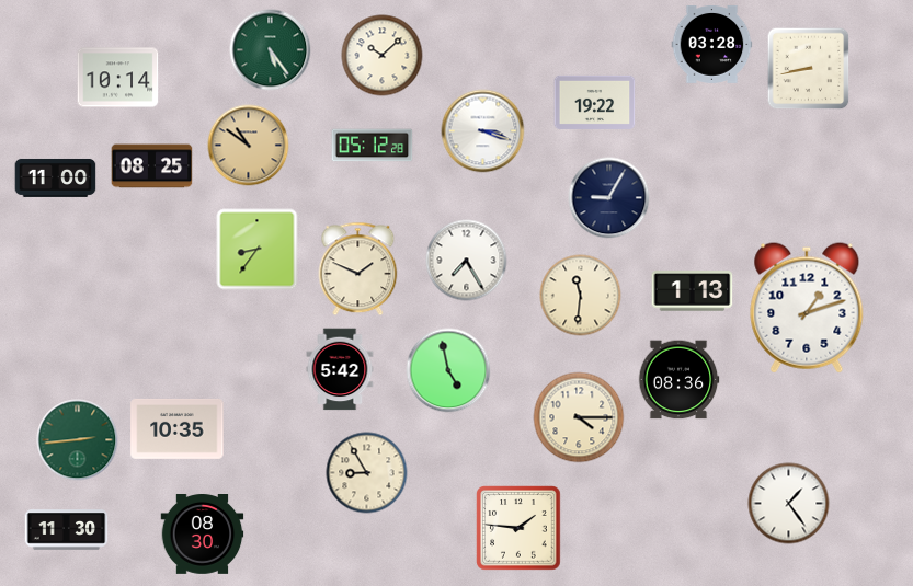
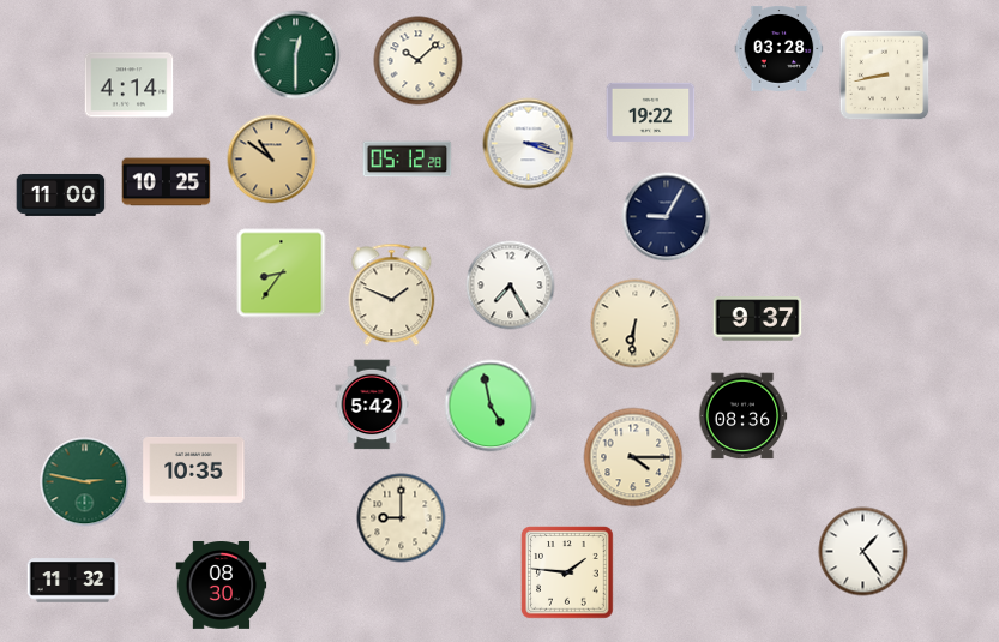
clock at (271, 50): 5:24 -> 12:30
clock at (118, 78): 10:14 -> 4:14
clock at (152, 166): 08:25 -> 10:25
clock at (693, 291): 1:13 -> 9:37
clock at (581, 296): 11:31 -> 6:31
clock at (807, 308): 1:12 -> none
clock at (78, 440): 2:44 -> 2:47
clock at (367, 473): 8:55 -> 9:00
clock at (518, 528) position: (518, 528) -> (567, 572)
clock at (67, 530): 11:30 -> 11:32
